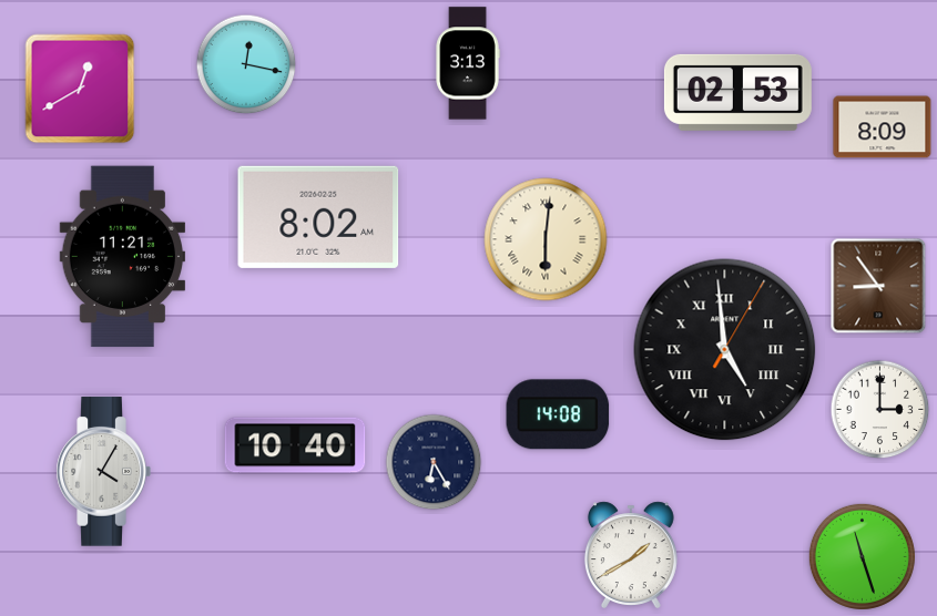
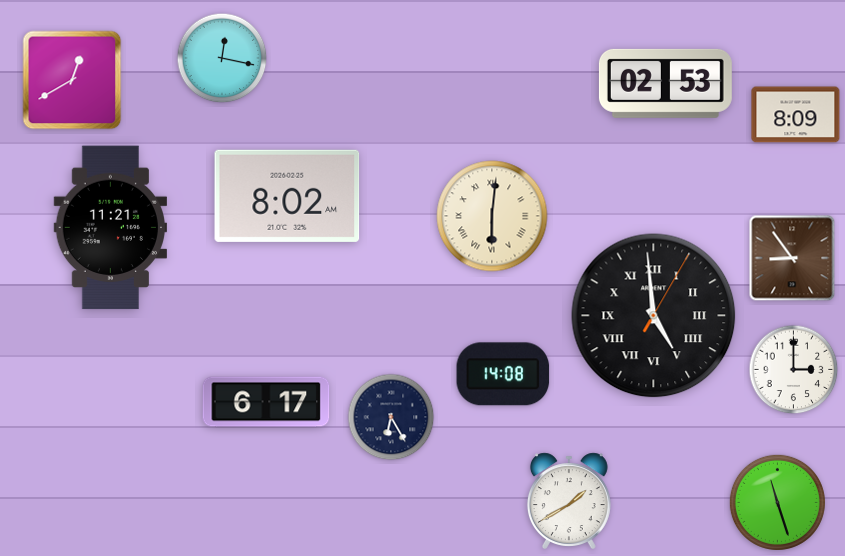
clock at (468, 63): 3:13 -> none
clock at (122, 257) position: (122, 257) -> (110, 228)
clock at (295, 445): 10:40 -> 6:17
clock at (103, 472): 4:05 -> none
